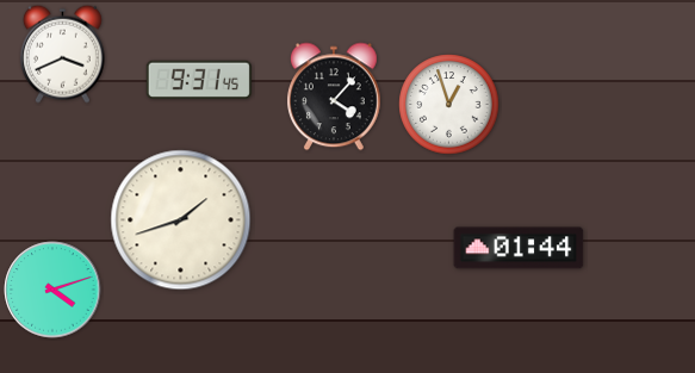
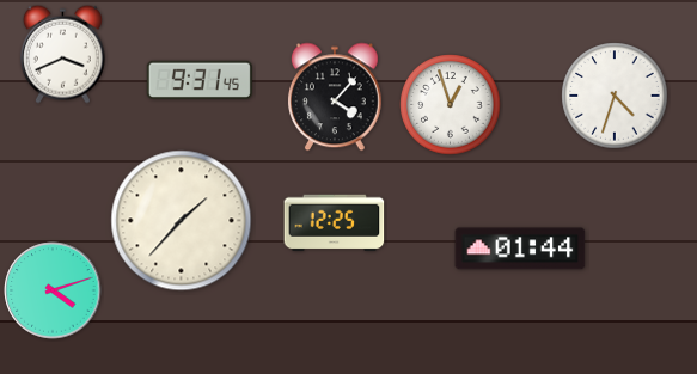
clock at (615, 96): none -> 4:33
clock at (181, 220): 1:42 -> 1:37
clock at (335, 223): none -> 12:25
